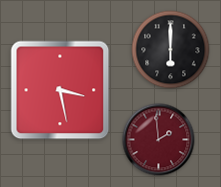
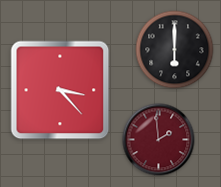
clock at (171, 50) position: (171, 50) -> (175, 50)
clock at (60, 90): 3:28 -> 3:23
